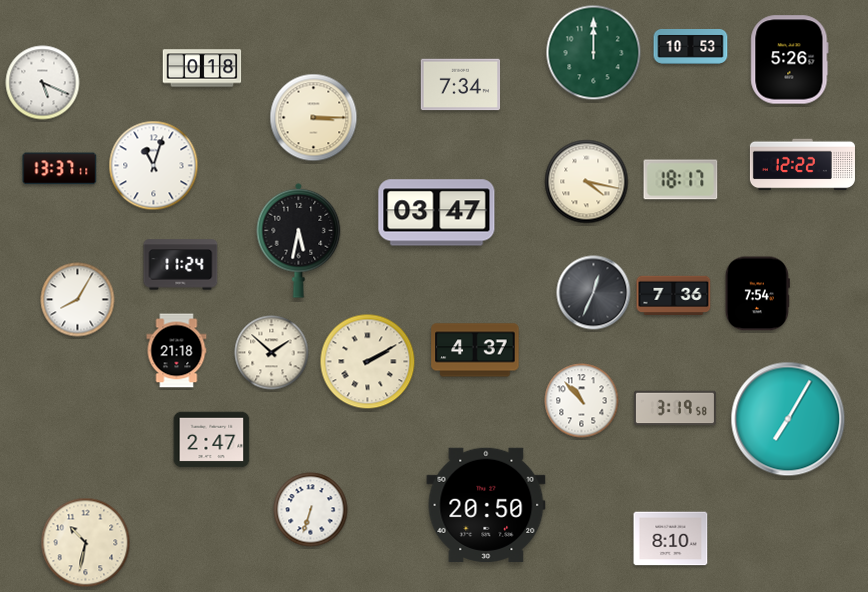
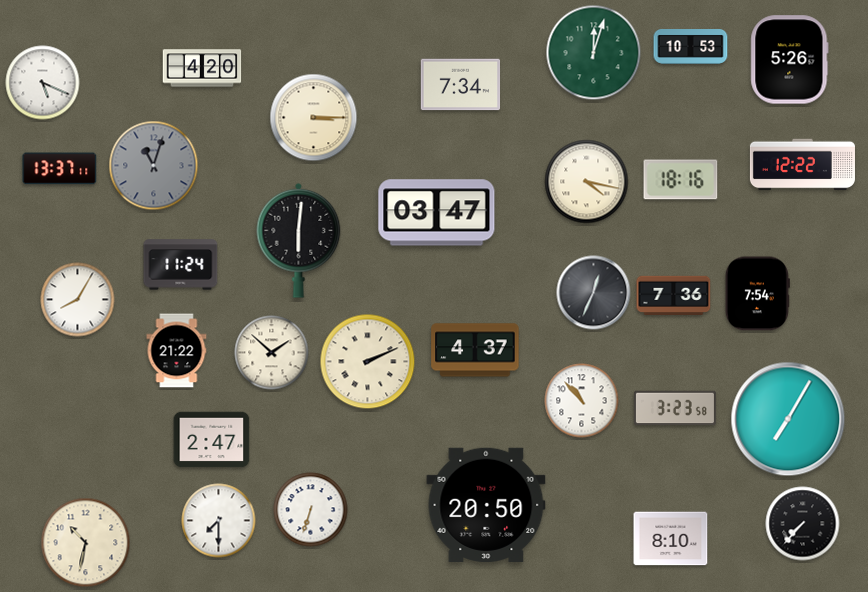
clock at (594, 53): 12:00 -> 12:03
clock at (202, 68): 0:18 -> 4:20
clock at (154, 166) dial: white -> grey
clock at (681, 180): 18:17 -> 18:16
clock at (299, 240): 5:32 -> 6:01
clock at (177, 351): 21:18 -> 21:22
clock at (368, 362): 2:10 -> 2:11
clock at (675, 408): 3:19 -> 3:23
clock at (219, 521): none -> 7:30
clock at (803, 524): none -> 7:37
